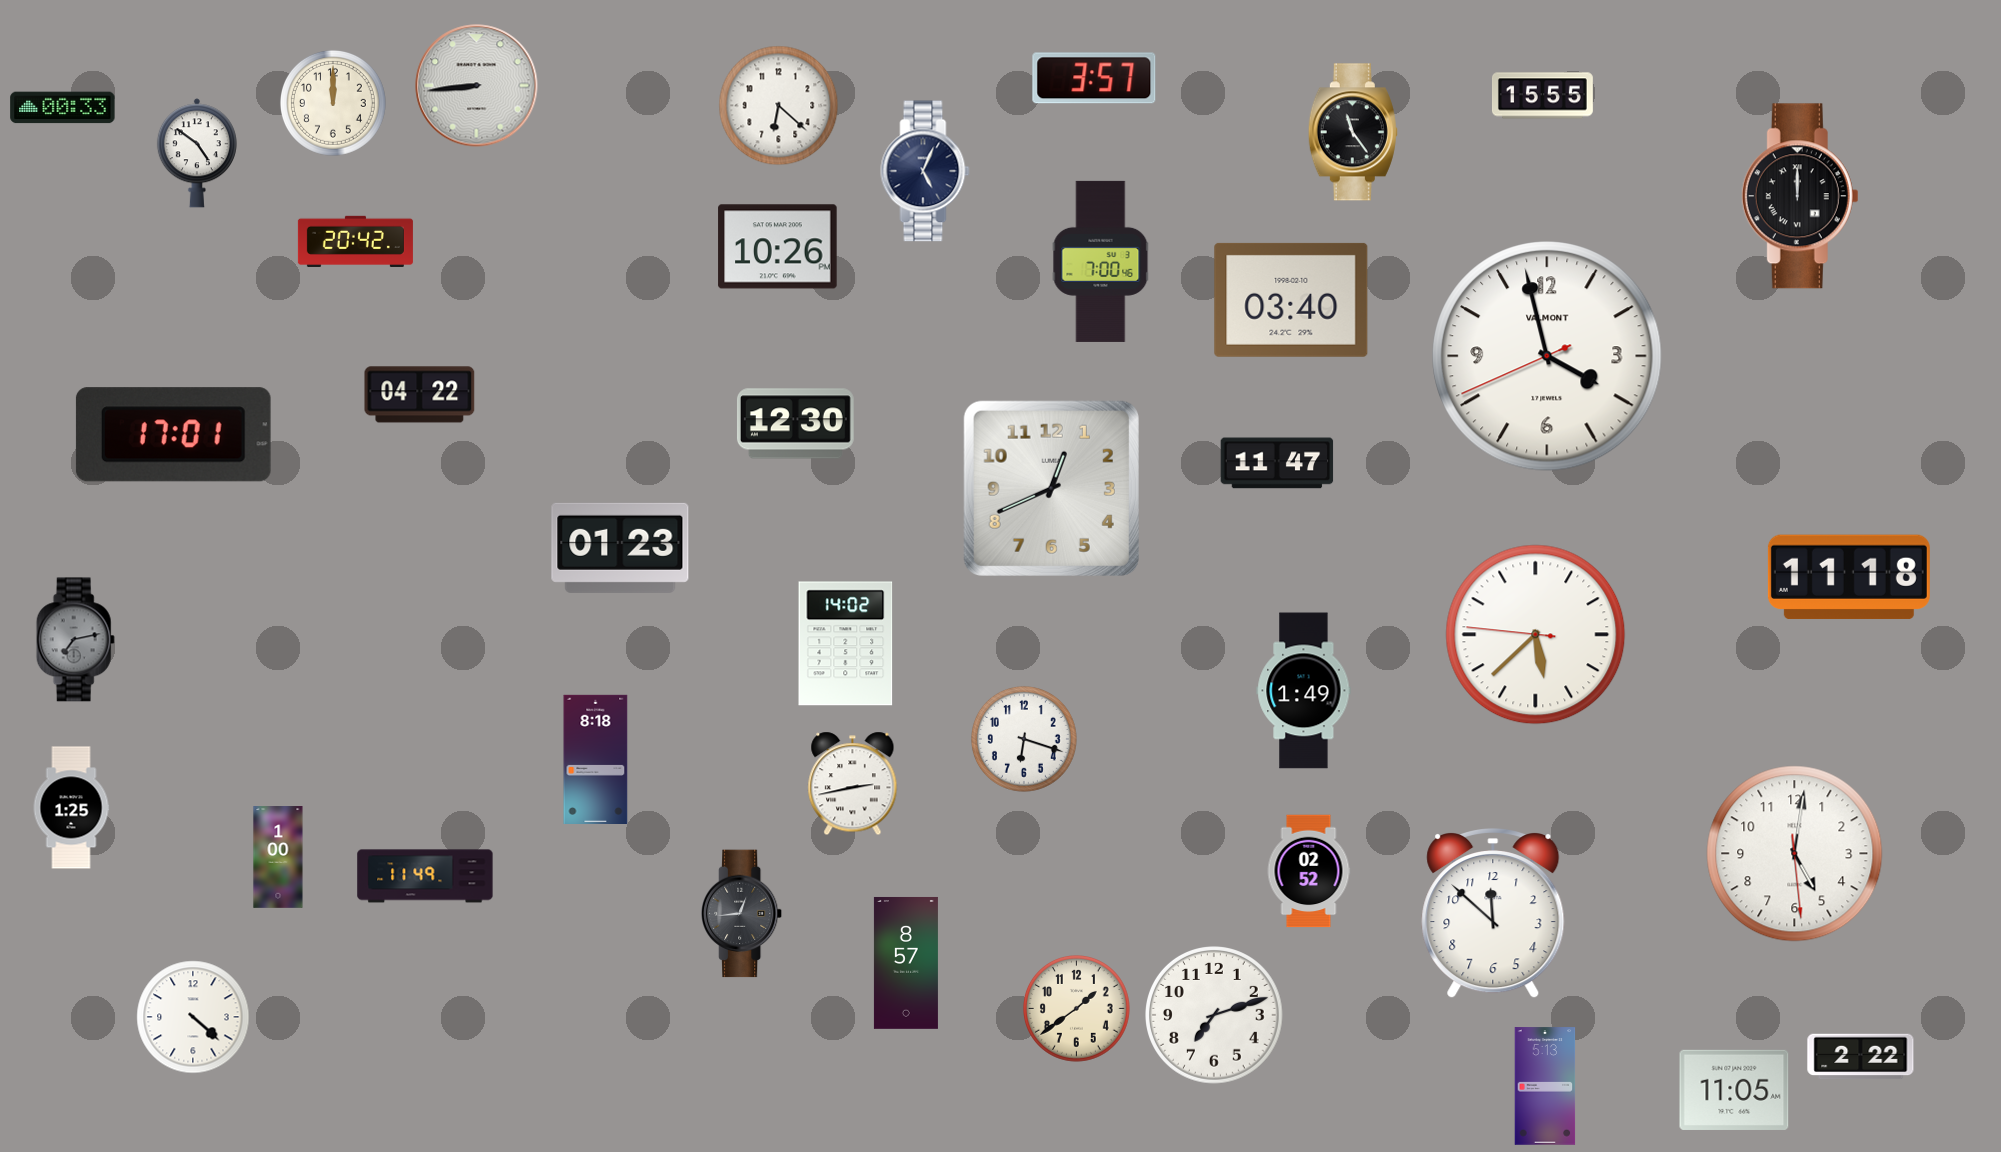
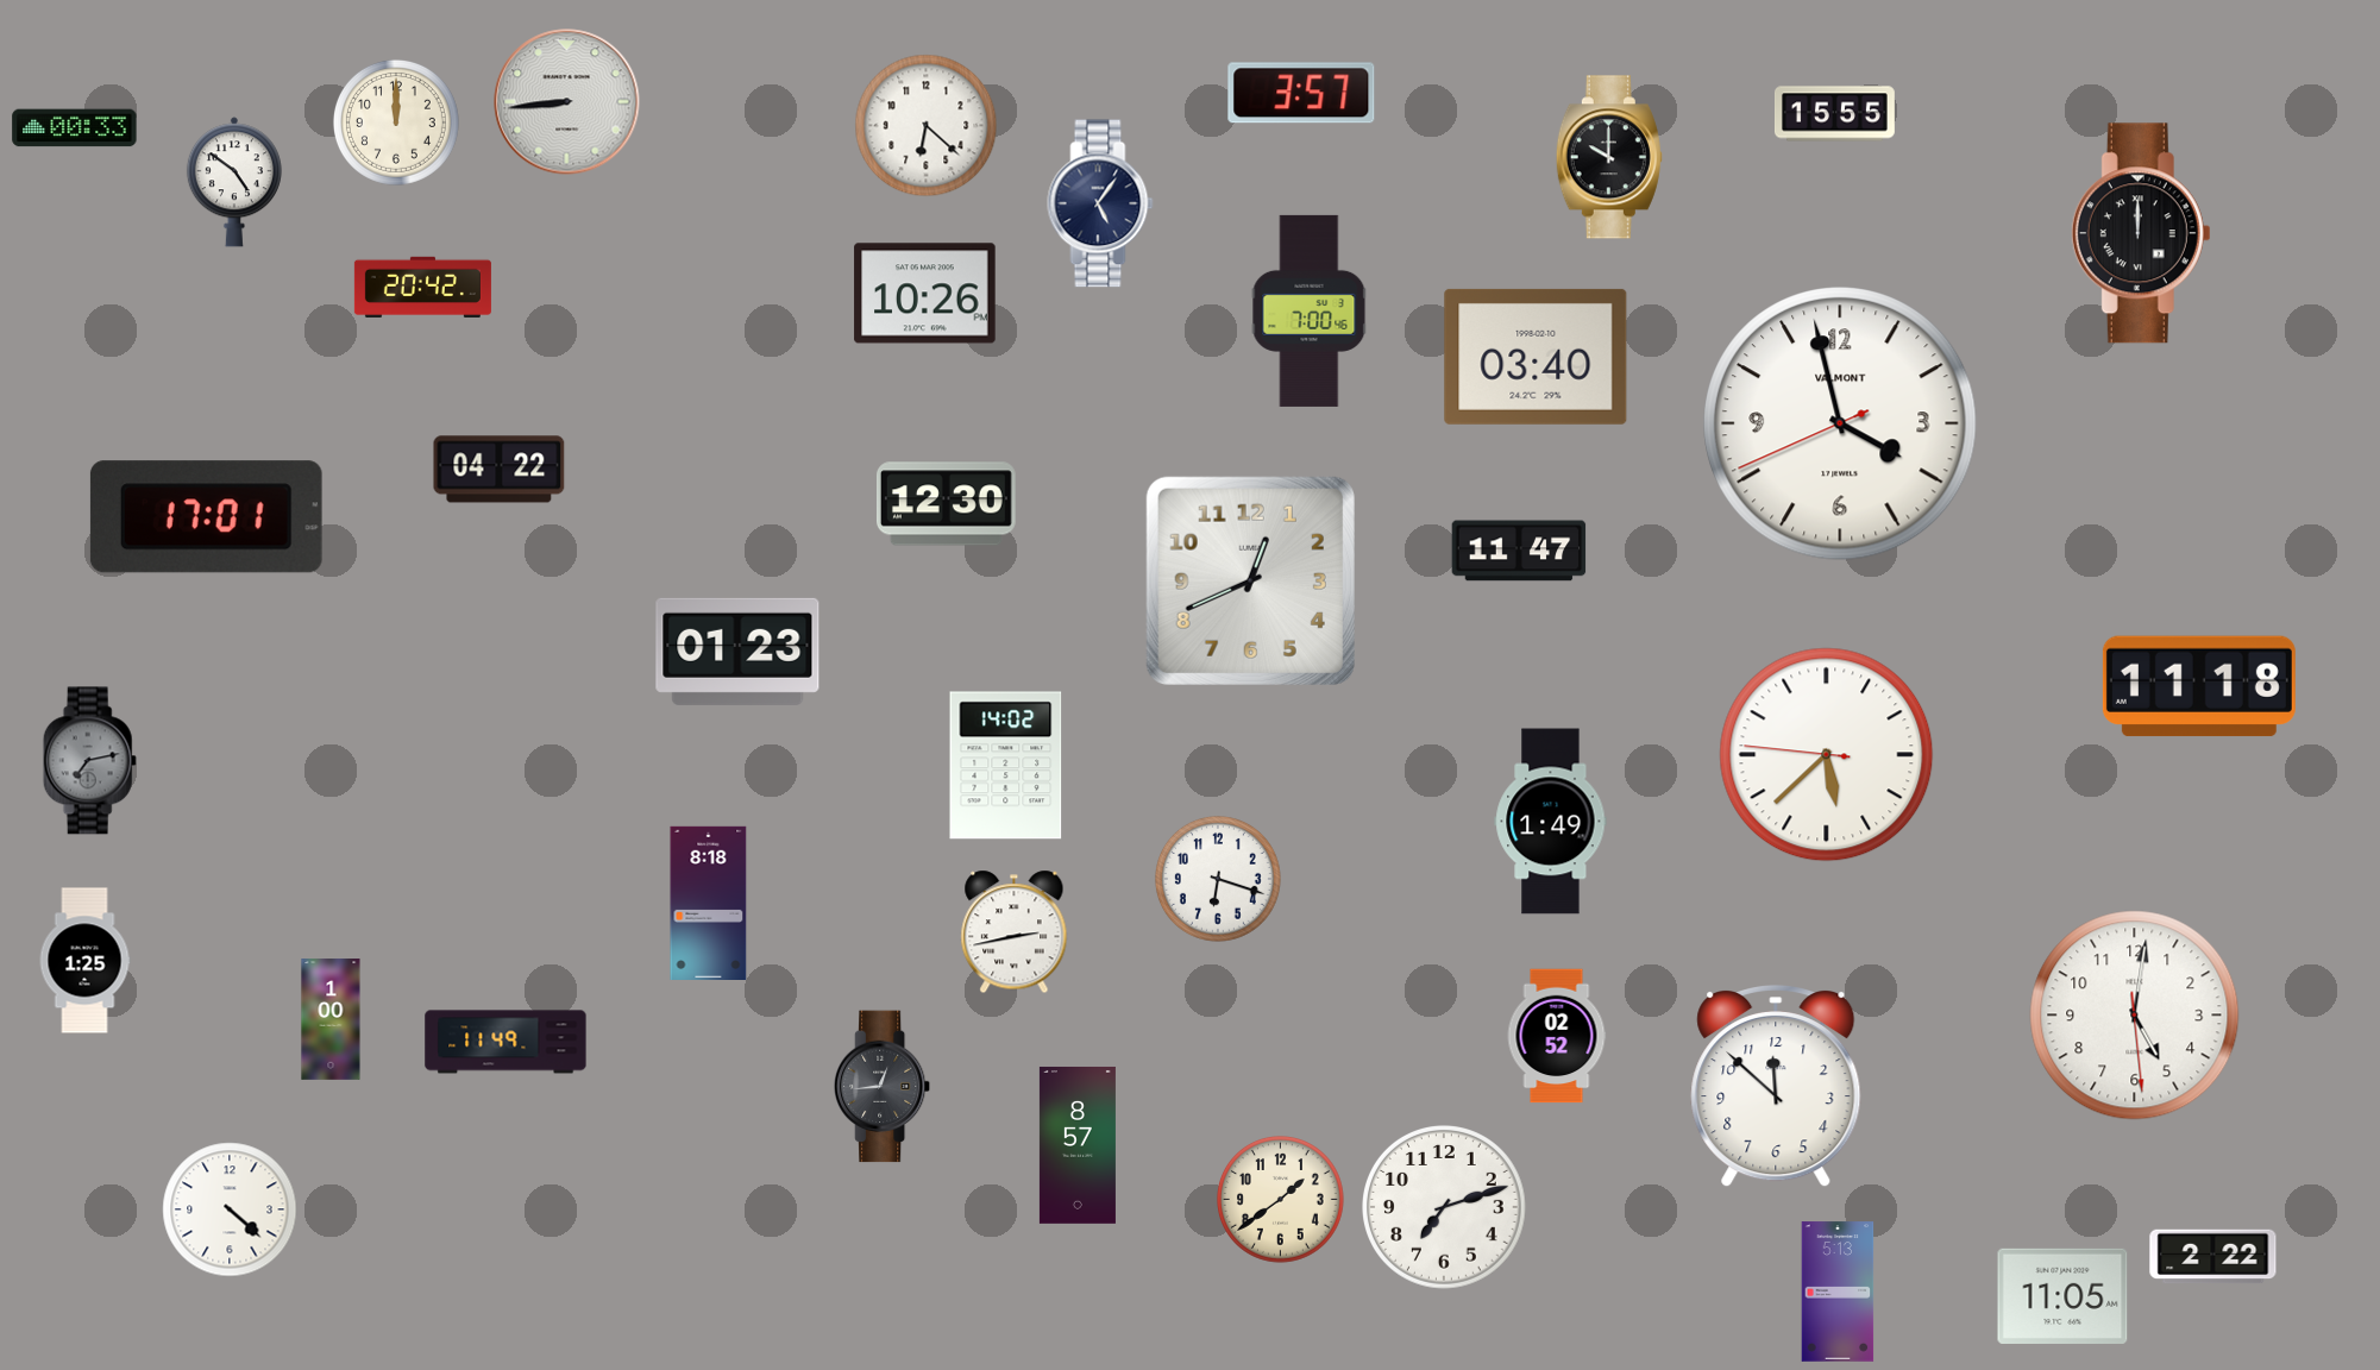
clock at (1353, 132): 11:24 -> 10:00
clock at (925, 171): 5:04 -> 5:06
